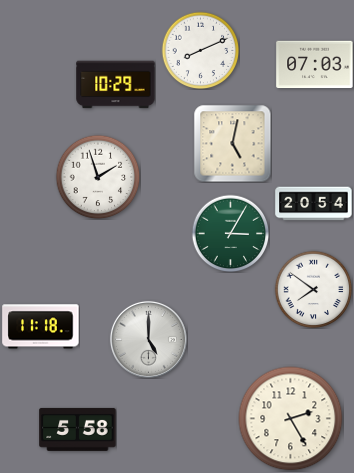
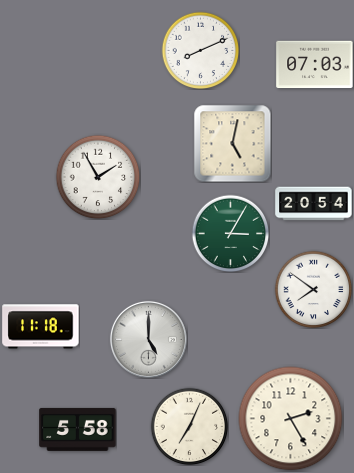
clock at (116, 85): 10:29 -> none
clock at (98, 177): 1:57 -> 1:55
clock at (189, 426): none -> 7:04
